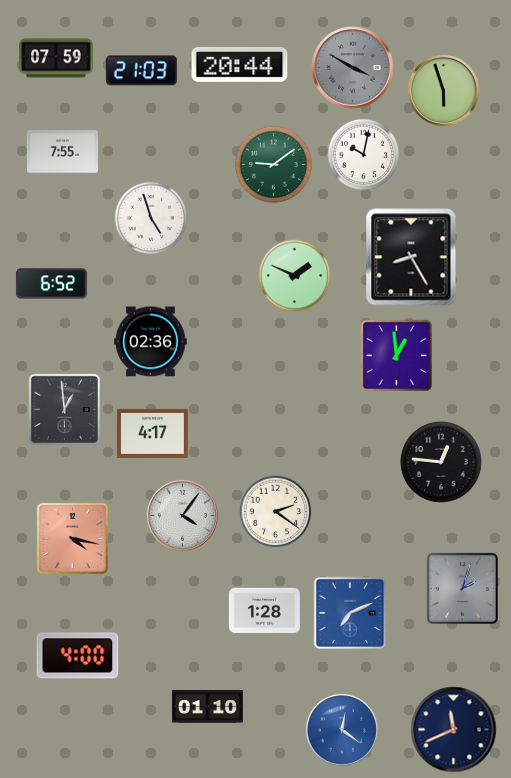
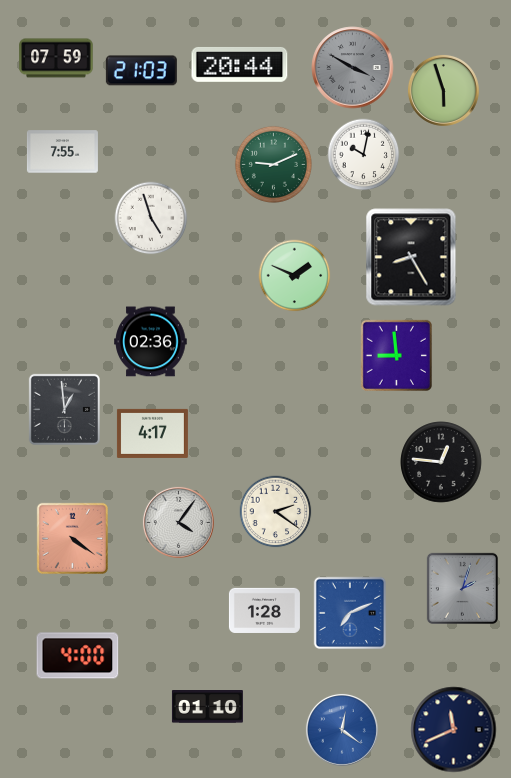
clock at (273, 164): 9:09 -> 9:11
clock at (51, 284): 6:52 -> none
clock at (396, 355): 12:59 -> 8:59
clock at (182, 515) position: (182, 515) -> (178, 522)
clock at (72, 538): 4:17 -> 4:21
